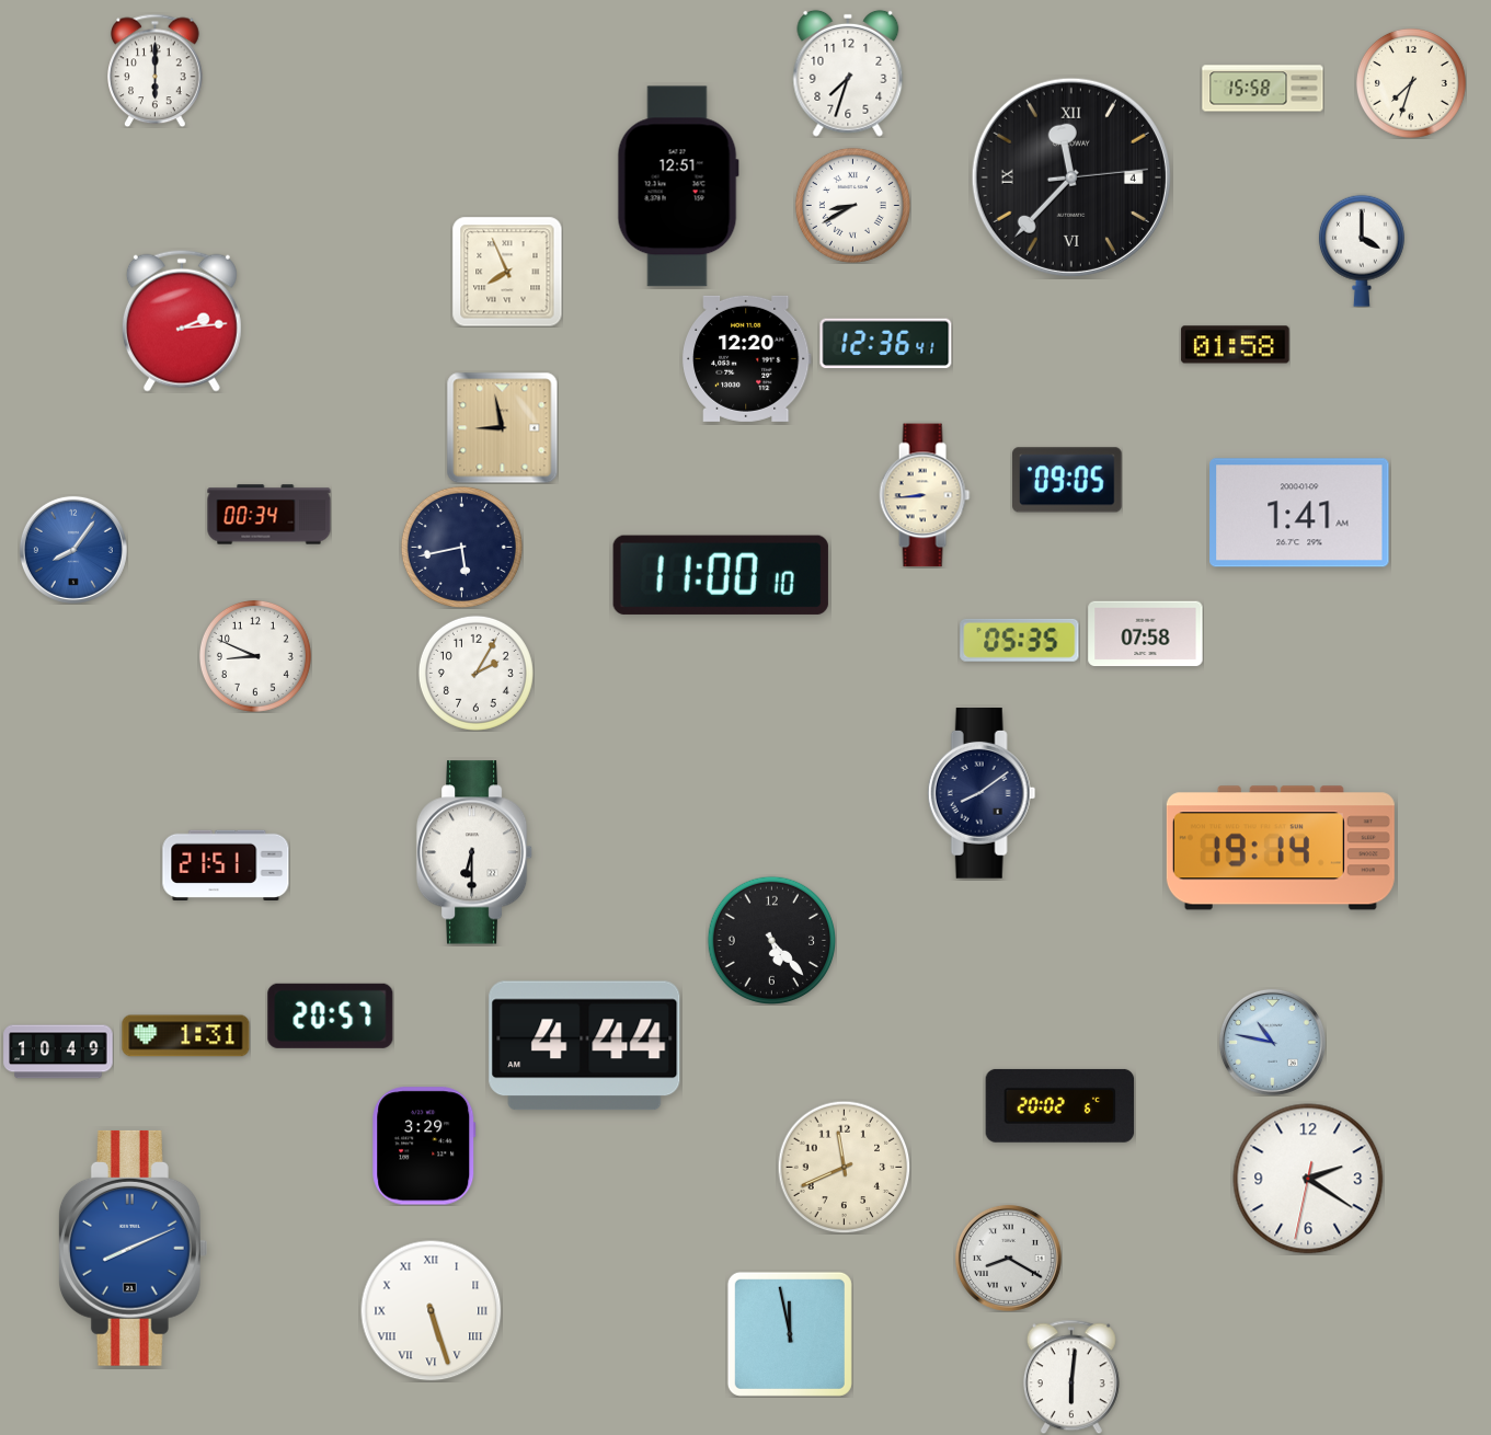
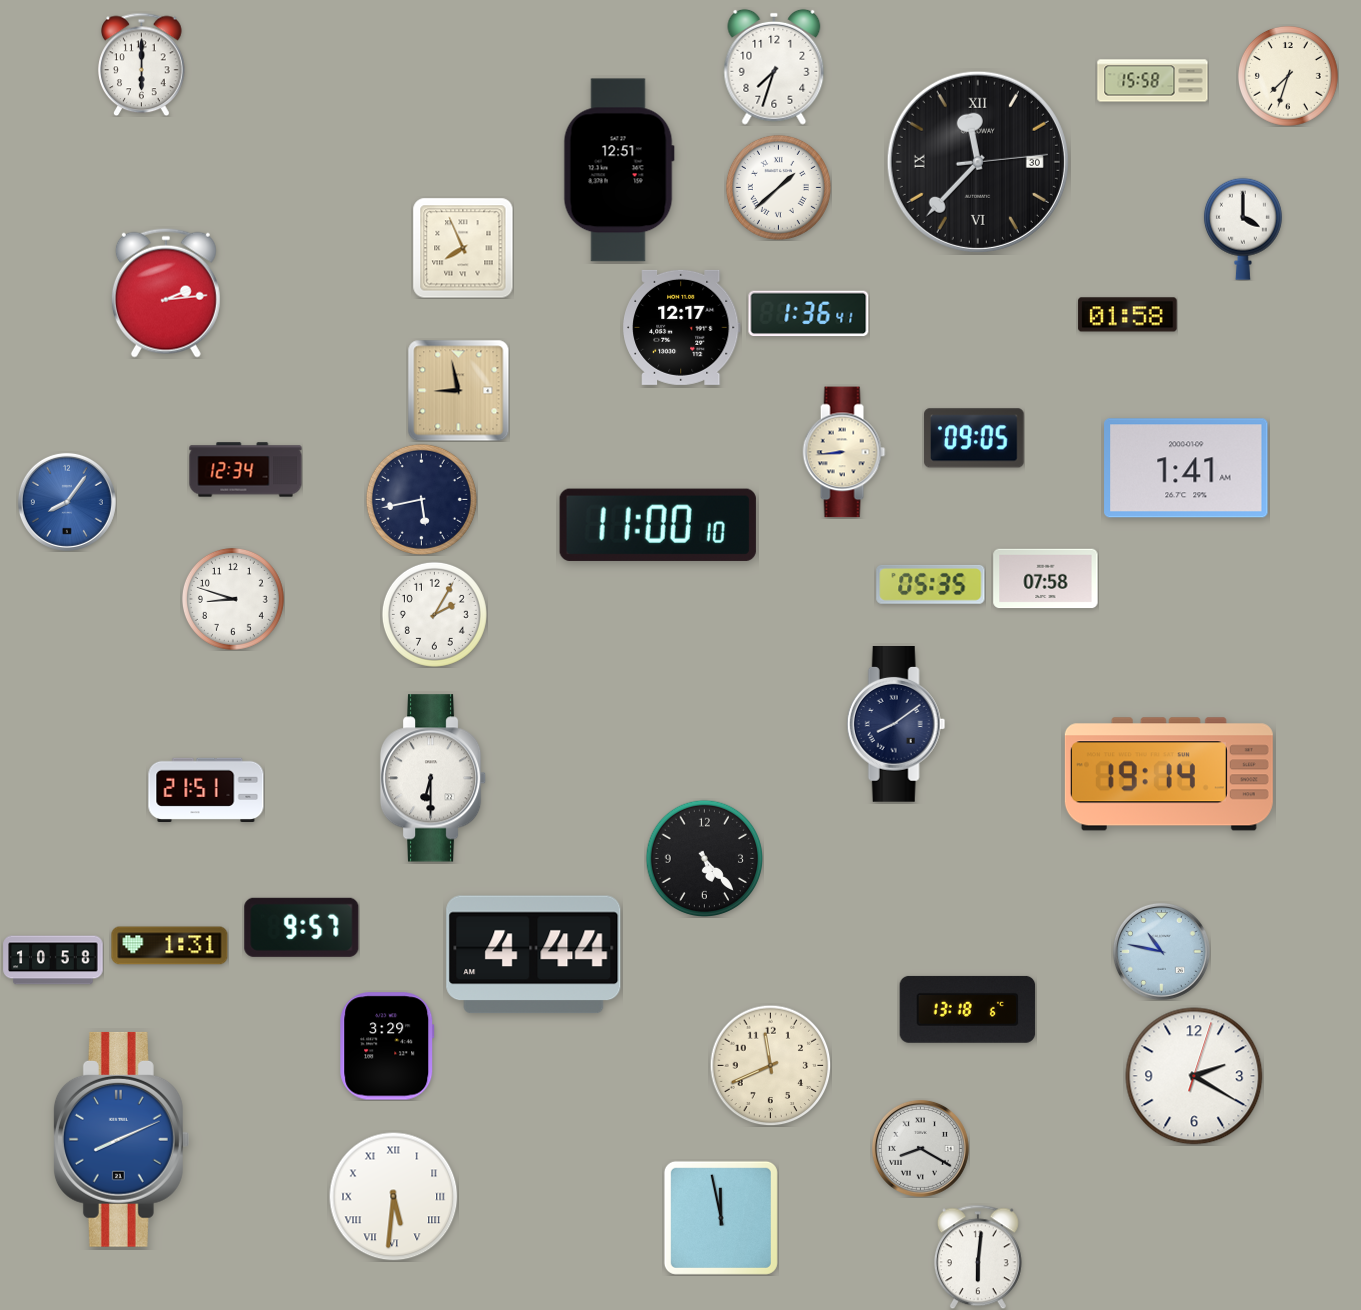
clock at (1071, 177) date: 4 -> 30
clock at (852, 205): 8:40 -> 1:38
clock at (886, 344): 12:36 -> 1:36
clock at (747, 358): 12:20 -> 12:17
clock at (269, 515): 00:34 -> 12:34
clock at (255, 656): 8:49 -> 8:48
clock at (331, 1015): 20:57 -> 9:57
clock at (58, 1052): 10:49 -> 10:58
clock at (1060, 1105): 20:02 -> 13:18
clock at (1308, 1179): 2:20:32 -> 2:20:03
clock at (431, 1310): 5:27 -> 5:31
